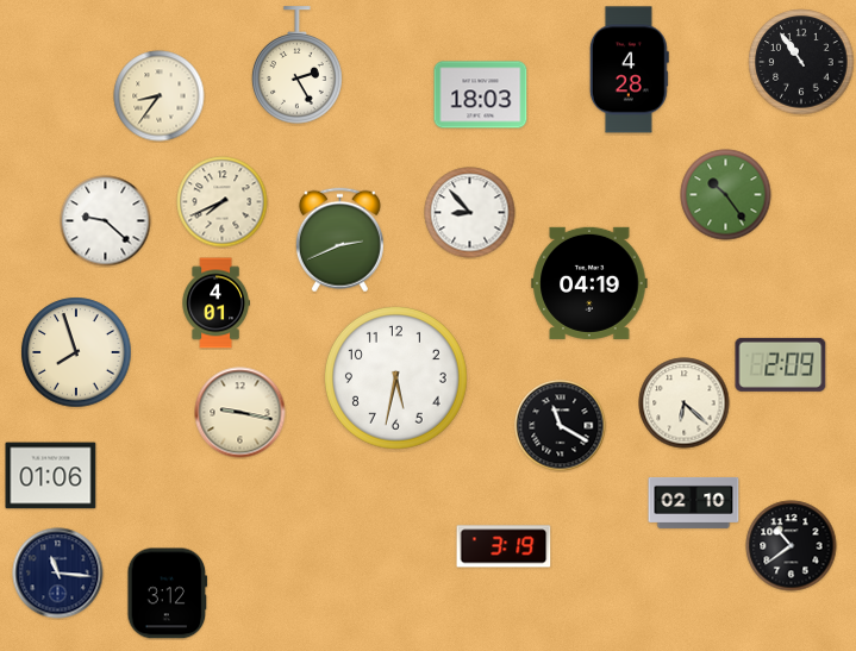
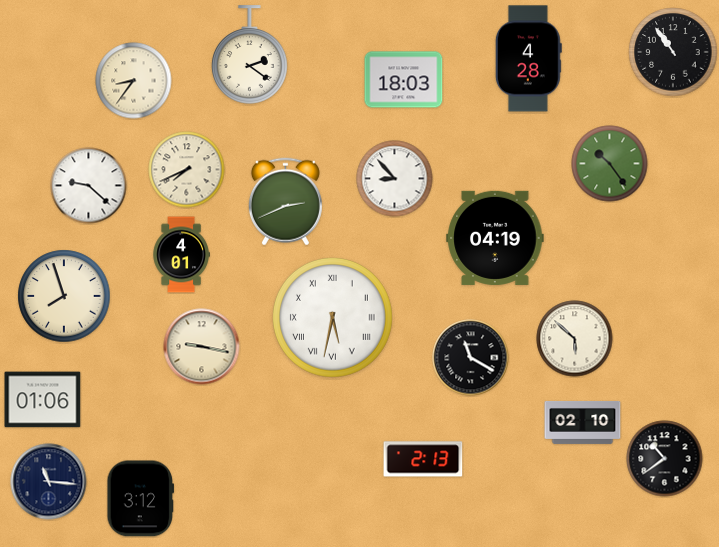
clock at (298, 65): 2:25 -> 2:21
clock at (781, 364): 2:09 -> none
clock at (395, 377) numerals: Arabic -> Roman
clock at (685, 403): 6:22 -> 5:52
clock at (504, 546): 3:19 -> 2:13
